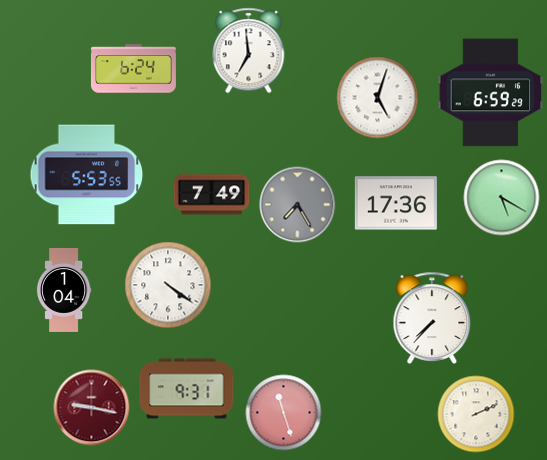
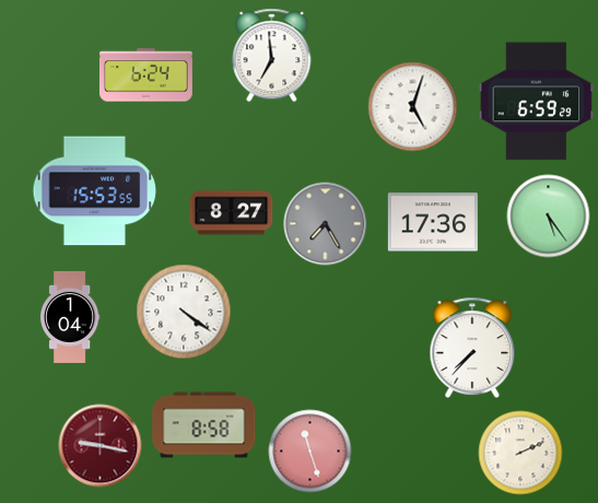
clock at (87, 175): 5:53 -> 15:53
clock at (212, 195): 7:49 -> 8:27
clock at (502, 198): 5:20 -> 5:24
clock at (187, 389): 9:31 -> 8:58
